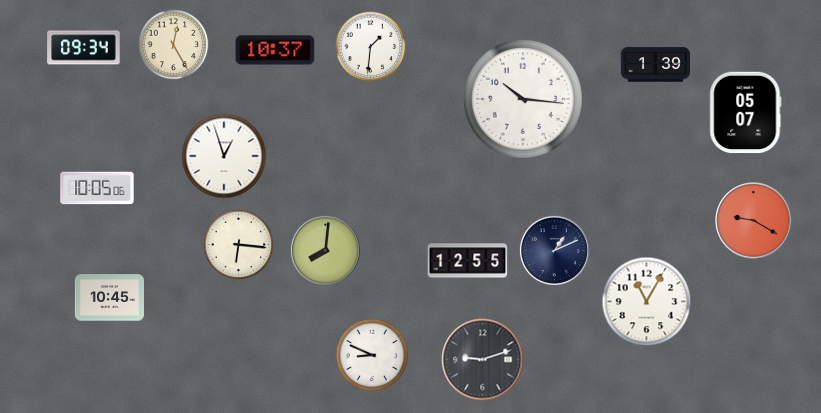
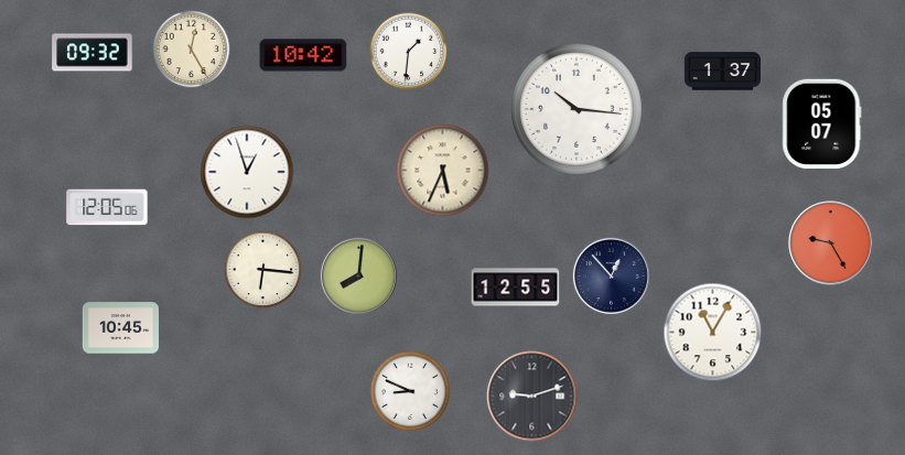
clock at (84, 48): 09:34 -> 09:32
clock at (275, 50): 10:37 -> 10:42
clock at (655, 65): 1:39 -> 1:37
clock at (443, 171): none -> 5:34
clock at (97, 188): 10:05 -> 12:05
clock at (754, 221): 9:20 -> 9:25
clock at (554, 250): 1:11 -> 12:53
